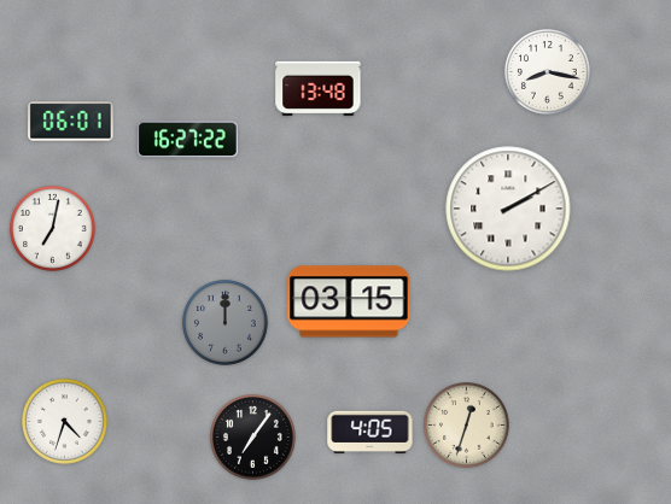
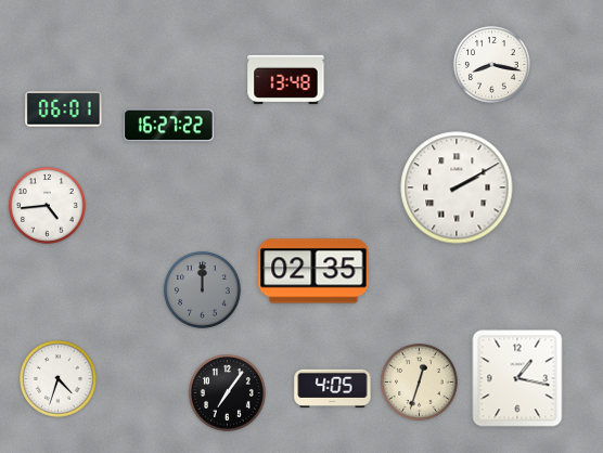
clock at (53, 229): 7:02 -> 4:44
clock at (349, 301): 03:15 -> 02:35
clock at (517, 378): none -> 1:17
